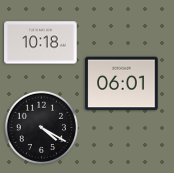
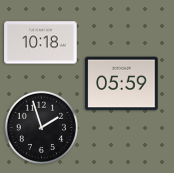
clock at (122, 84): 06:01 -> 05:59
clock at (42, 128): 4:20 -> 1:57
